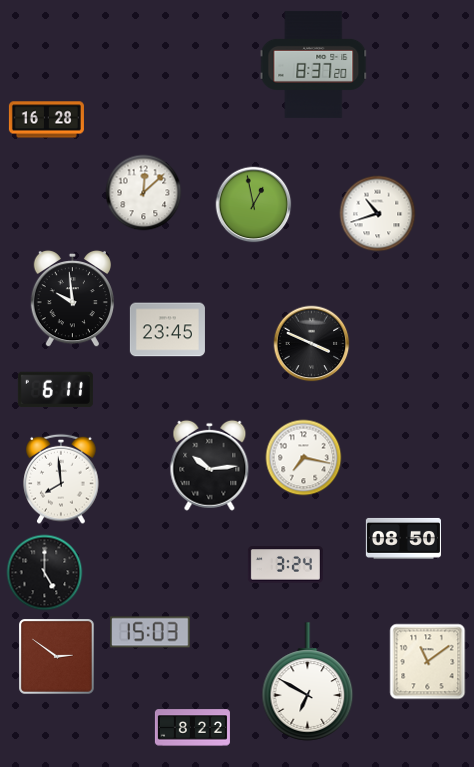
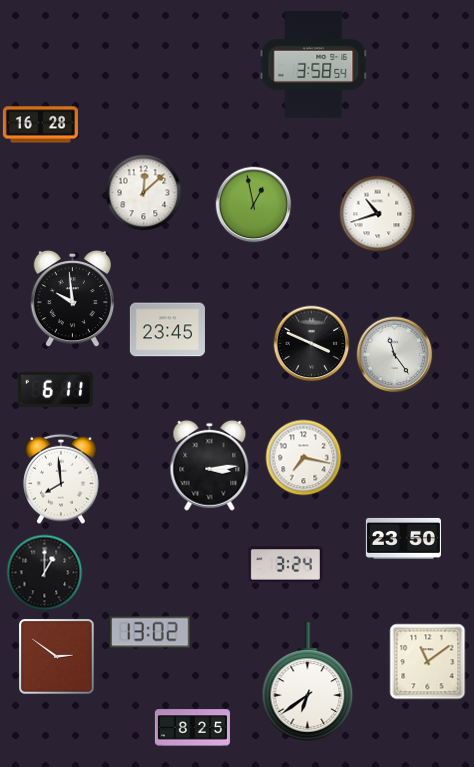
clock at (314, 64): 8:37 -> 3:58
clock at (46, 120) position: (46, 120) -> (40, 125)
clock at (395, 355): none -> 11:24
clock at (210, 465): 10:14 -> 3:14
clock at (403, 538): 08:50 -> 23:50
clock at (45, 573): 5:00 -> 1:00
clock at (151, 632): 15:03 -> 13:02
clock at (308, 682): 6:50 -> 6:39
clock at (192, 728): 8:22 -> 8:25
